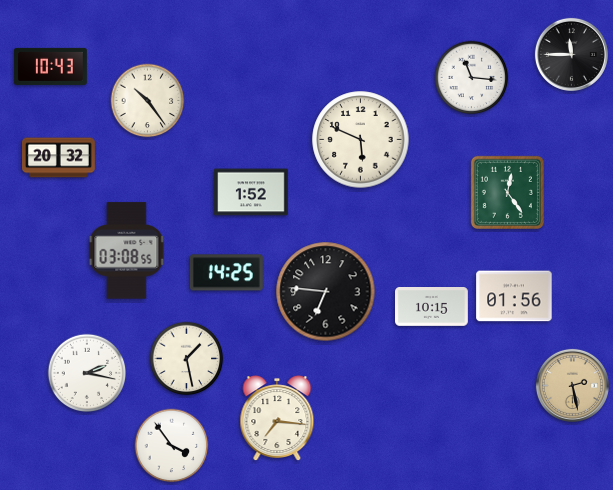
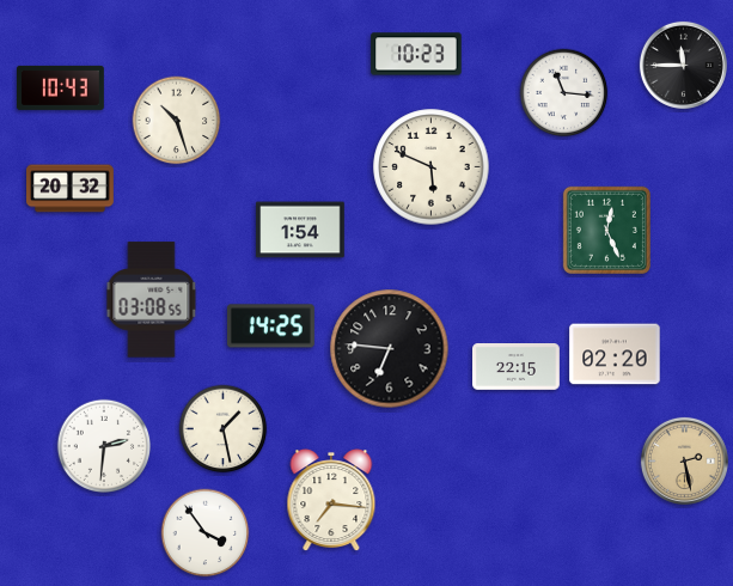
clock at (416, 54): none -> 10:23
clock at (51, 66) position: (51, 66) -> (61, 87)
clock at (148, 101): 10:24 -> 10:27
clock at (251, 192): 1:52 -> 1:54
clock at (507, 192): 12:24 -> 12:26
clock at (514, 296): 01:56 -> 02:20
clock at (432, 307): 10:15 -> 22:15
clock at (87, 373): 2:17 -> 2:31
